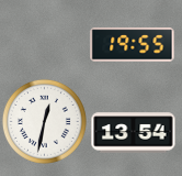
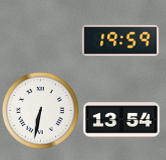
clock at (133, 45): 19:55 -> 19:59
clock at (44, 121): 12:32 -> 6:32
